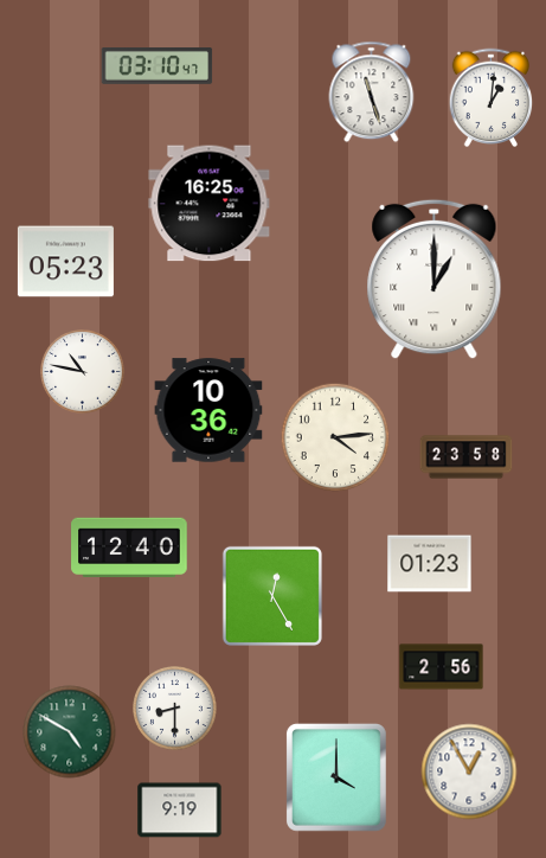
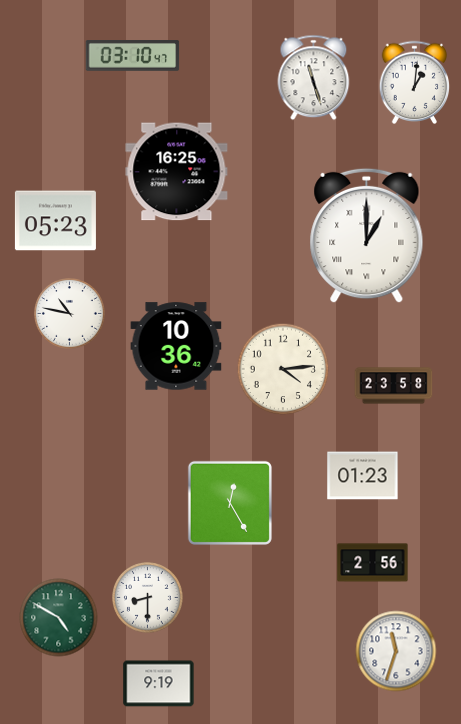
clock at (129, 546): 12:40 -> none
clock at (469, 771): 12:55 -> 11:33
clock at (336, 777): 4:00 -> none
clock at (180, 811) position: (180, 811) -> (159, 684)
